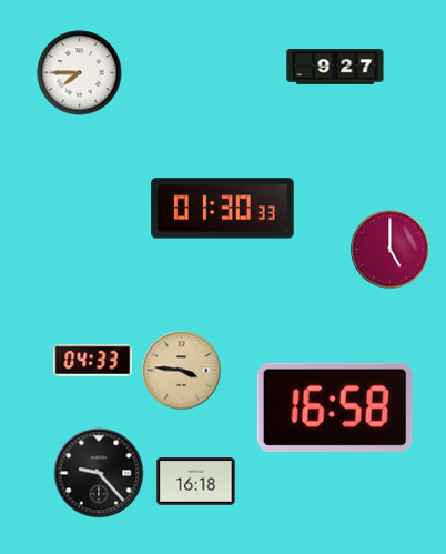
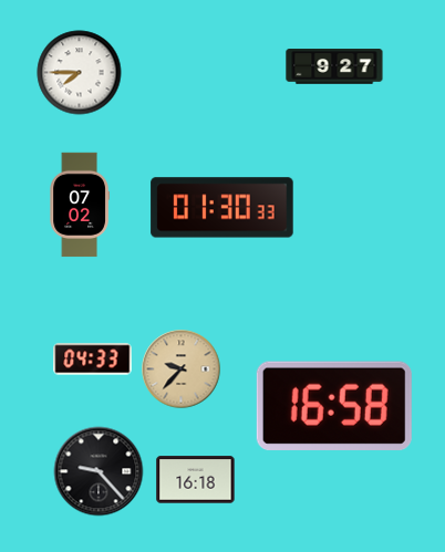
clock at (80, 205): none -> 07:02
clock at (391, 250): 5:00 -> none
clock at (182, 371): 3:46 -> 9:37
